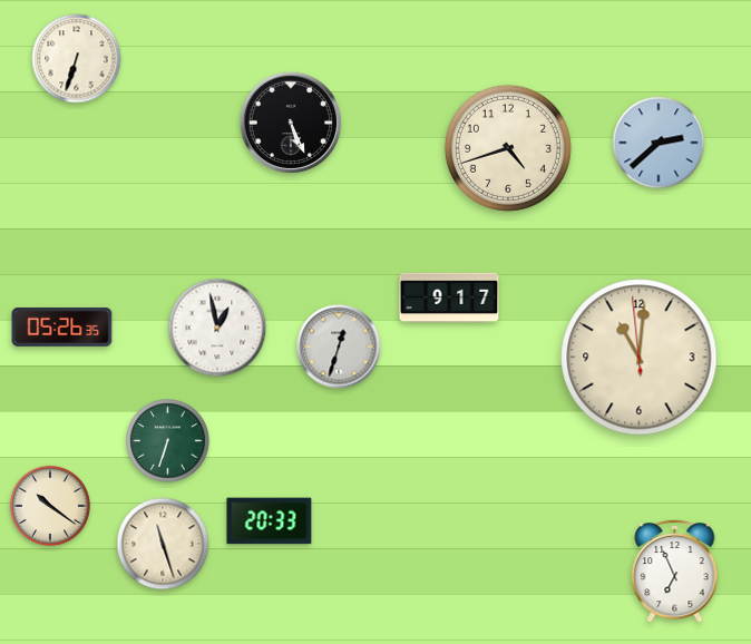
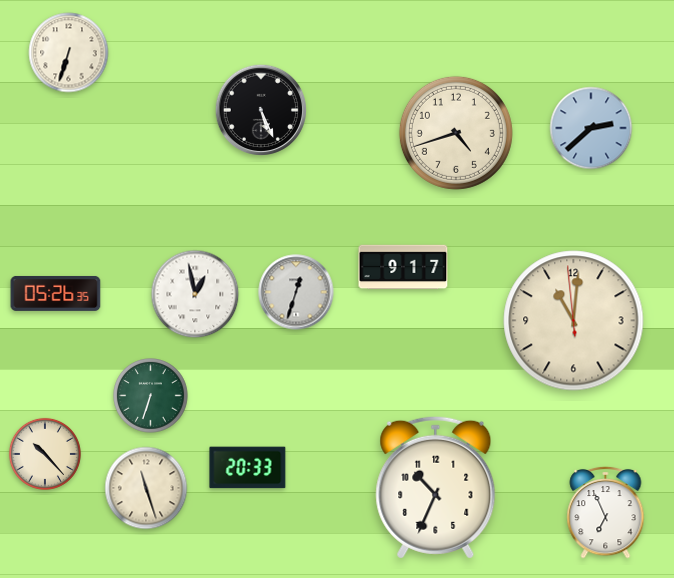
clock at (339, 347) position: (339, 347) -> (296, 292)
clock at (50, 506): 10:21 -> 10:23
clock at (270, 521) position: (270, 521) -> (248, 468)
clock at (436, 487): none -> 10:34
